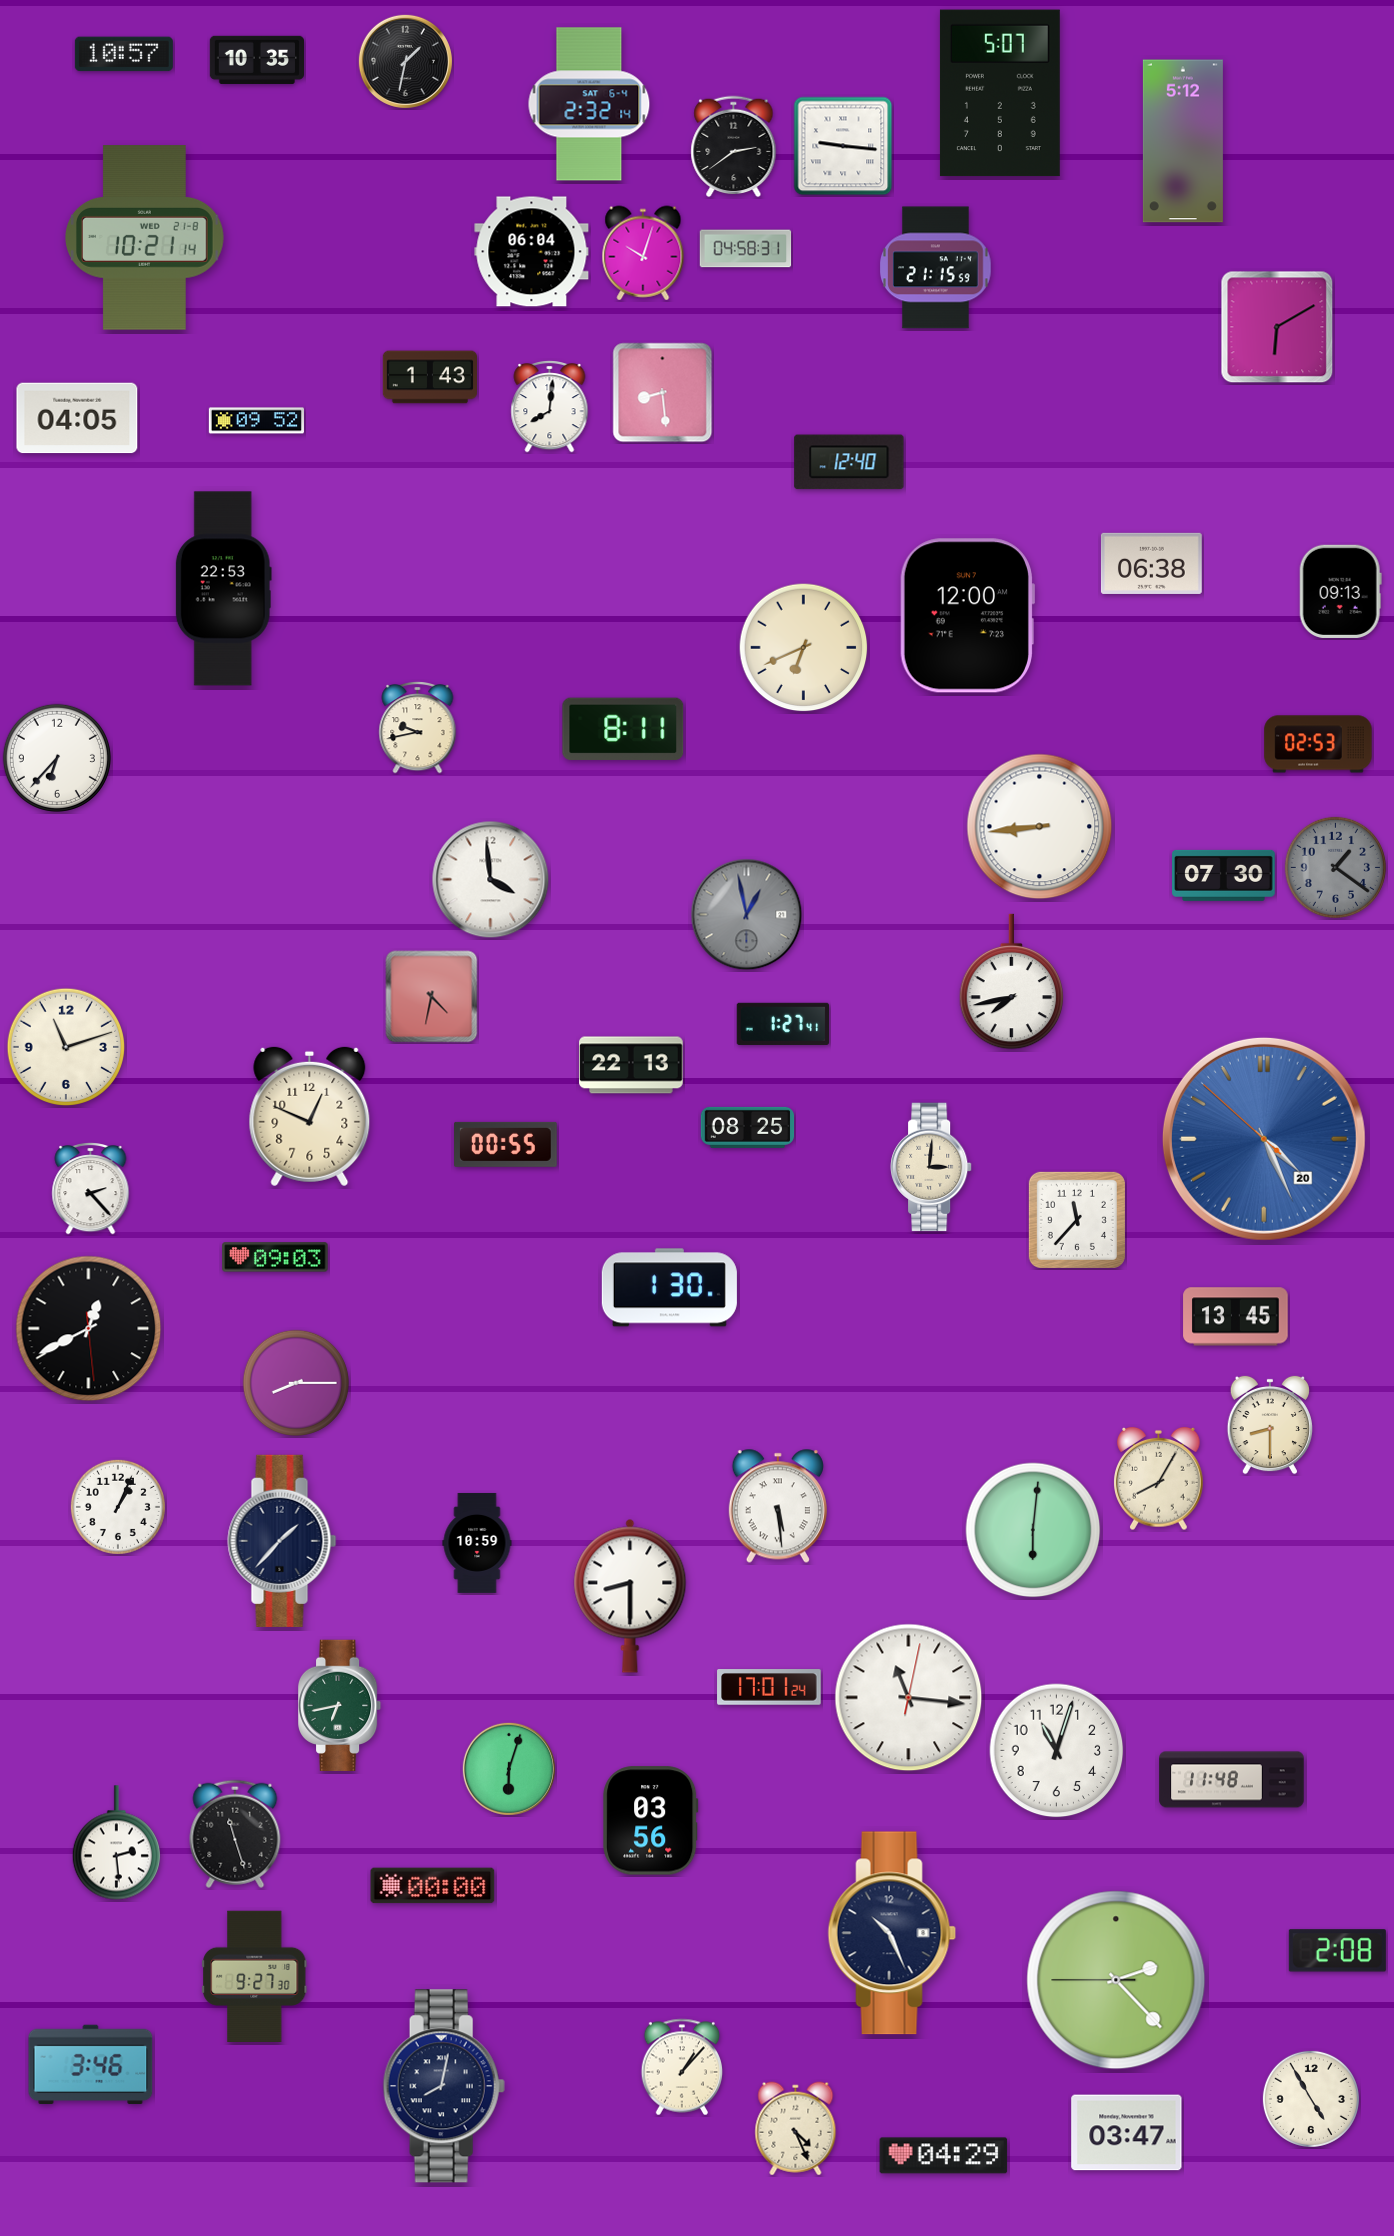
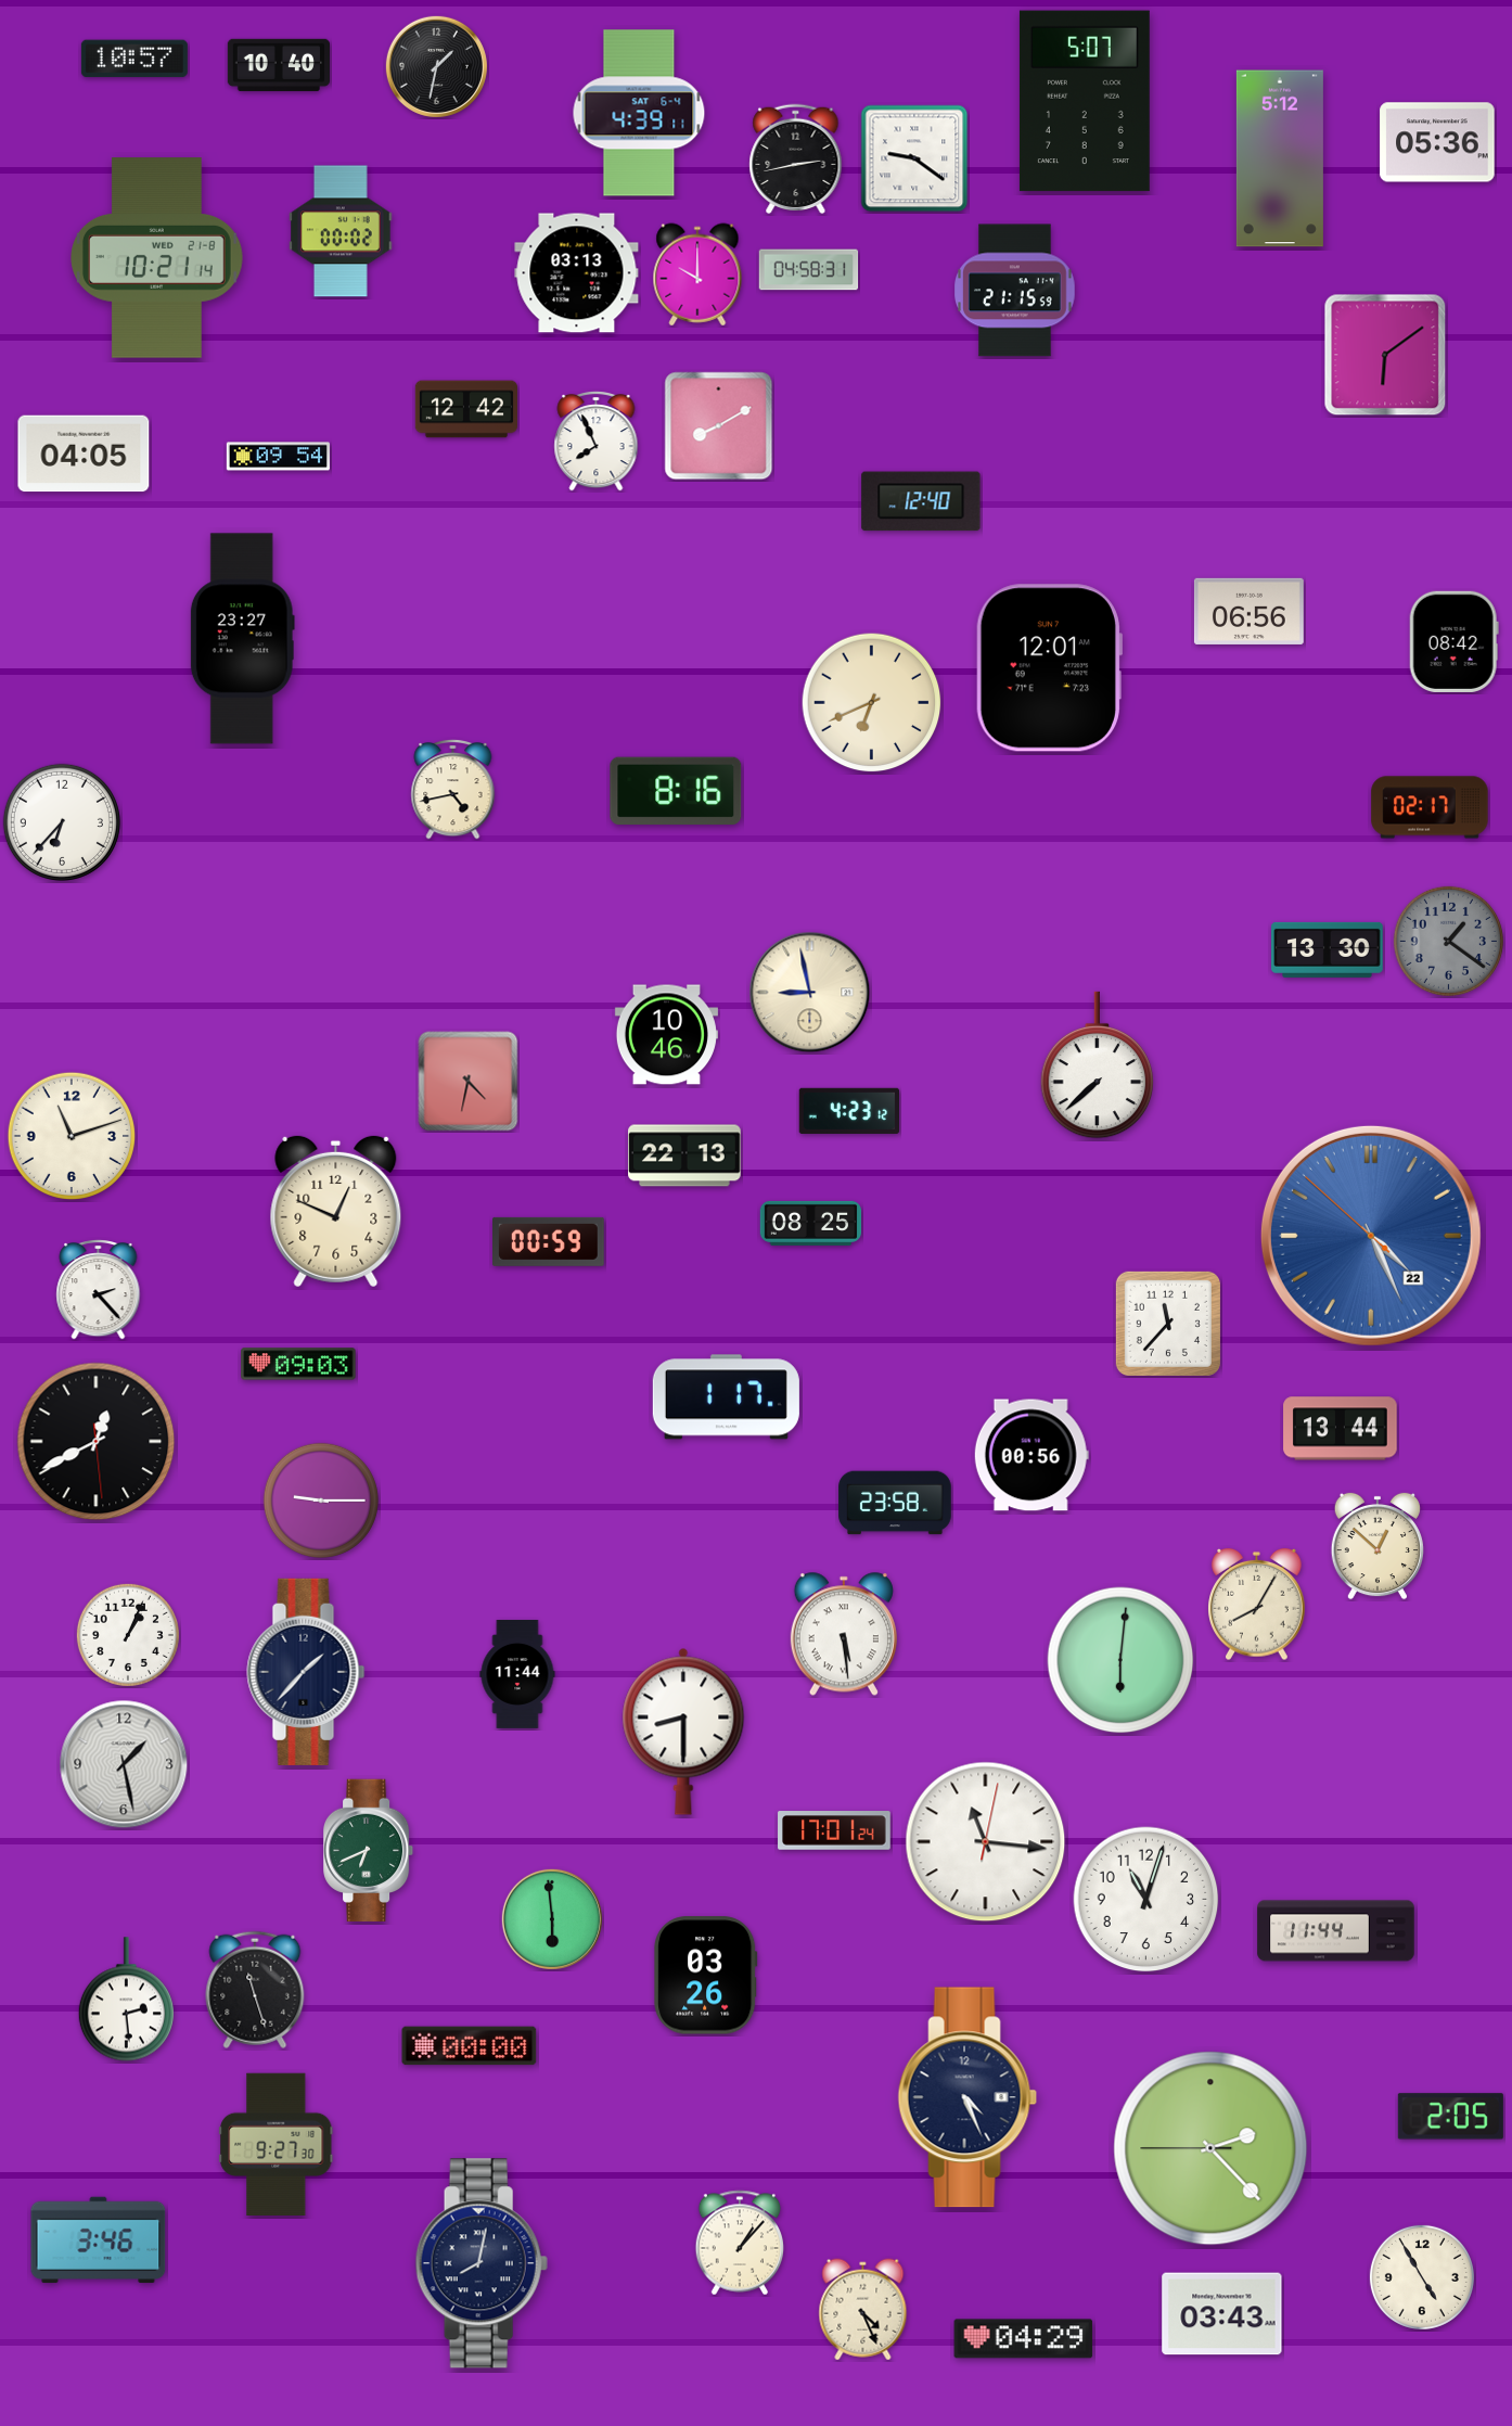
clock at (256, 60): 10:35 -> 10:40
clock at (405, 61) position: (405, 61) -> (436, 66)
clock at (589, 104): 2:32 -> 4:39
clock at (1437, 142): none -> 05:36
clock at (1183, 141) position: (1183, 141) -> (1280, 158)
clock at (843, 146): 9:16 -> 9:21
clock at (734, 147): 2:39 -> 2:43
clock at (341, 231): none -> 00:02
clock at (532, 252): 06:04 -> 03:13
clock at (643, 253): 10:03 -> 10:00
clock at (1277, 327): 6:10 -> 6:09
clock at (429, 377): 1:43 -> 12:42
clock at (663, 393): 8:29 -> 8:10
clock at (550, 407): 8:01 -> 7:56
clock at (256, 421): 09:52 -> 09:54
clock at (1151, 563): 06:38 -> 06:56
clock at (223, 589): 22:53 -> 23:27
clock at (1340, 591): 09:13 -> 08:42
clock at (967, 616): 12:00 -> 12:01
clock at (418, 728): 9:43 -> 4:43
clock at (623, 729): 8:11 -> 8:16
clock at (1318, 744): 02:53 -> 02:17
clock at (1040, 827): 8:44 -> none
clock at (1224, 875): 07:30 -> 13:30
clock at (491, 880): 3:59 -> none
clock at (747, 915): 12:58 -> 8:58
clock at (747, 915) dial: grey -> cream
clock at (666, 1035): none -> 10:46
clock at (1012, 982): 7:43 -> 7:38
clock at (783, 1024): 1:27 -> 4:23
clock at (1264, 1139) date: 20 -> 22
clock at (506, 1144): 00:55 -> 00:59
clock at (931, 1167): 3:01 -> none
clock at (669, 1288): 1:30 -> 1:17
clock at (1236, 1317): 13:45 -> 13:44
clock at (1032, 1455): none -> 00:56
clock at (296, 1383): 8:15 -> 9:15
clock at (895, 1503): none -> 23:58
clock at (1270, 1425): 8:30 -> 12:52
clock at (477, 1543): 10:59 -> 11:44
clock at (124, 1764): none -> 1:28
clock at (341, 1706): 6:43 -> 6:41
clock at (509, 1769): 6:03 -> 5:59
clock at (1232, 1780): 11:48 -> 11:44
clock at (651, 1821): 03:56 -> 03:26
clock at (892, 1933): 10:26 -> 4:26
clock at (1337, 1951): 2:08 -> 2:05
clock at (1127, 2133): 03:47 -> 03:43
